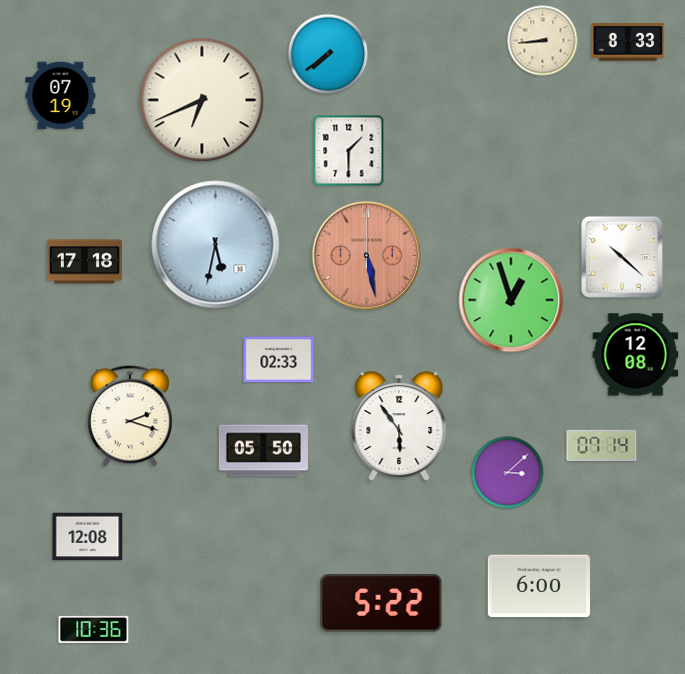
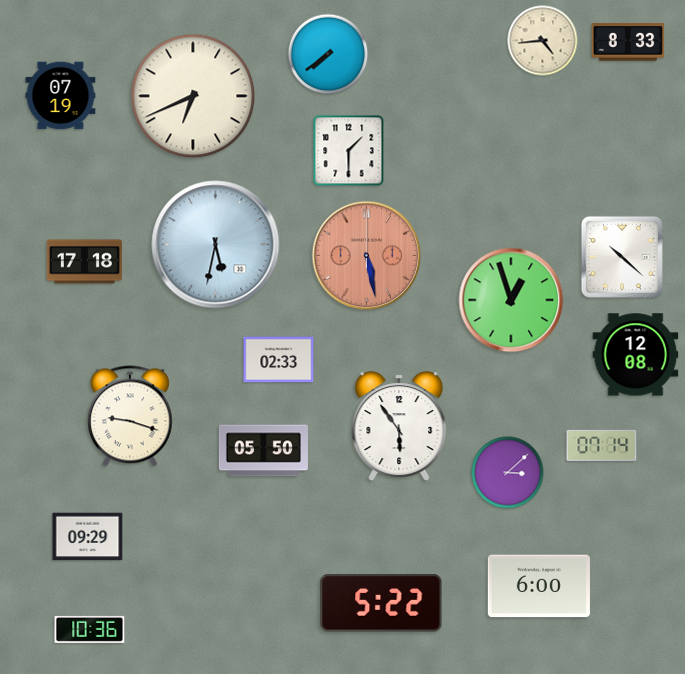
clock at (543, 41): 8:44 -> 4:44
clock at (202, 100) position: (202, 100) -> (193, 96)
clock at (130, 416): 2:18 -> 9:18
clock at (88, 537): 12:08 -> 09:29
clock at (94, 629) position: (94, 629) -> (90, 629)
